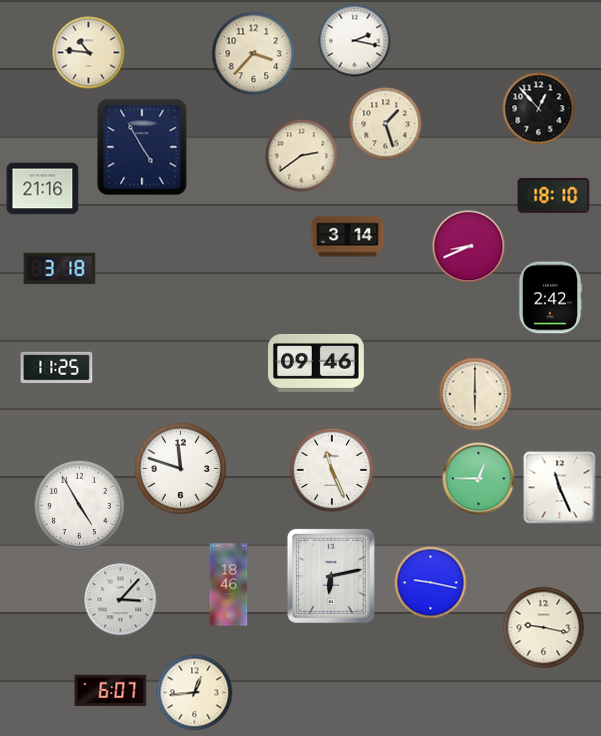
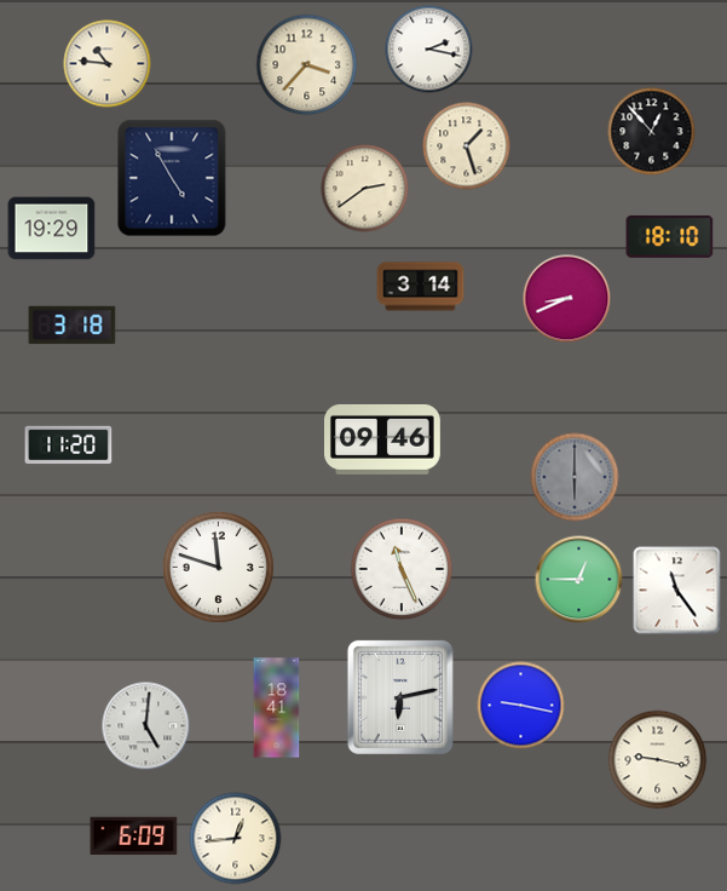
clock at (386, 124) position: (386, 124) -> (467, 146)
clock at (43, 189): 21:16 -> 19:29
clock at (550, 298): 2:42 -> none
clock at (57, 368): 11:25 -> 11:20
clock at (475, 394) dial: cream -> grey
clock at (560, 488): 11:26 -> 11:24
clock at (79, 505): 4:55 -> none
clock at (229, 585): 18:46 -> 18:41
clock at (121, 600): 3:07 -> 5:01
clock at (111, 691): 6:07 -> 6:09
